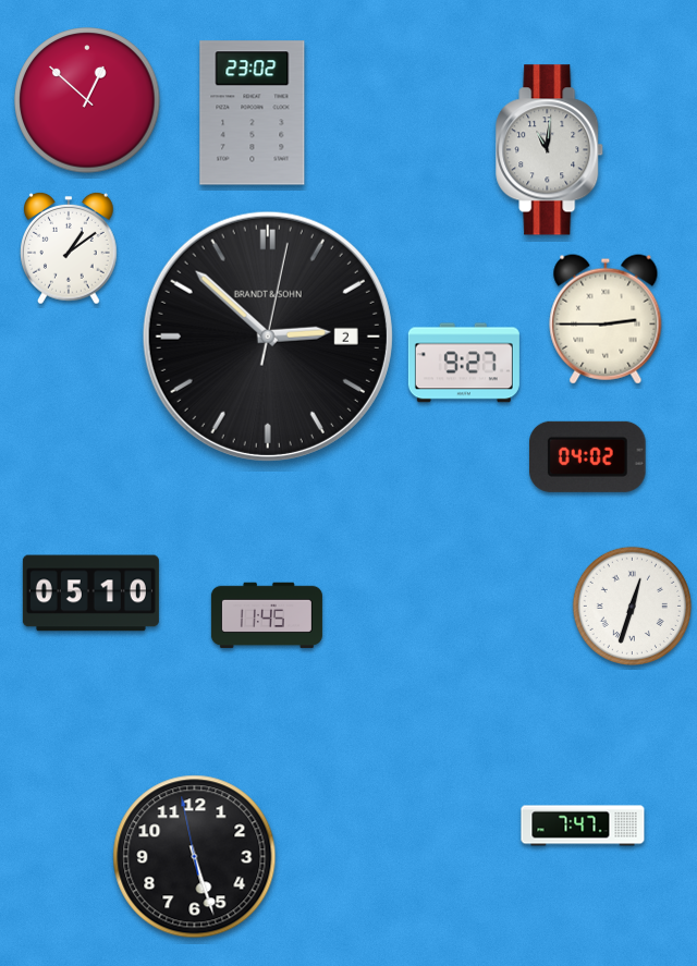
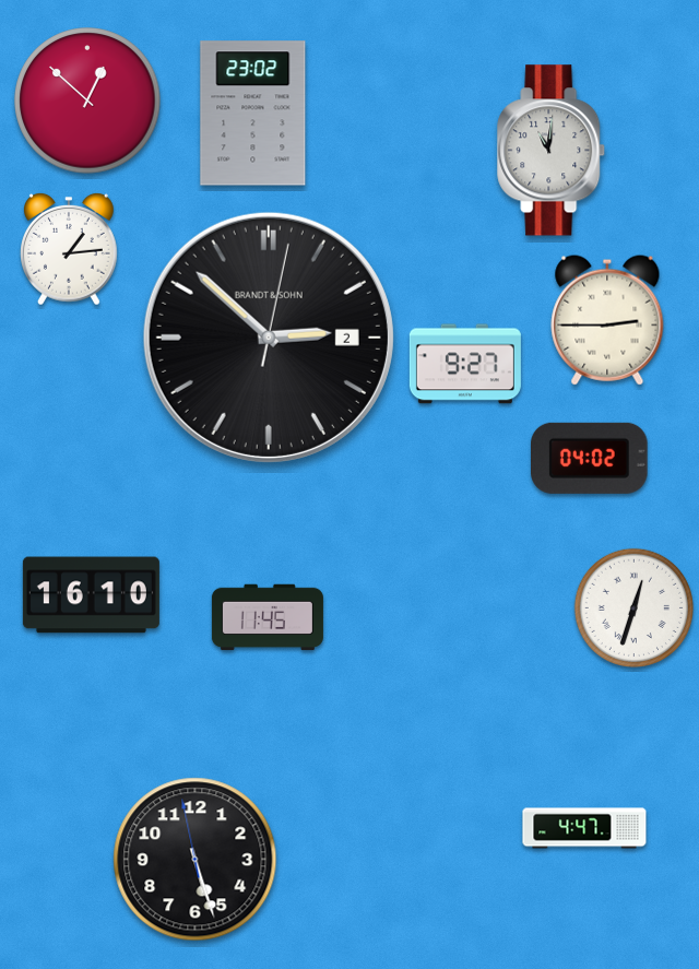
clock at (70, 248): 1:09 -> 1:14
clock at (90, 594): 05:10 -> 16:10
clock at (583, 826): 7:47 -> 4:47
